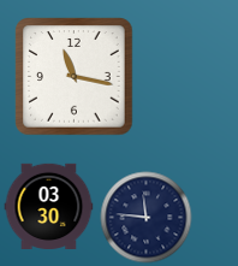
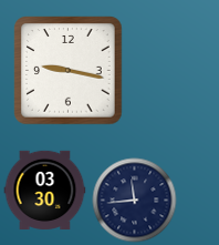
clock at (75, 77): 11:17 -> 9:17
clock at (147, 218): 11:46 -> 11:44
